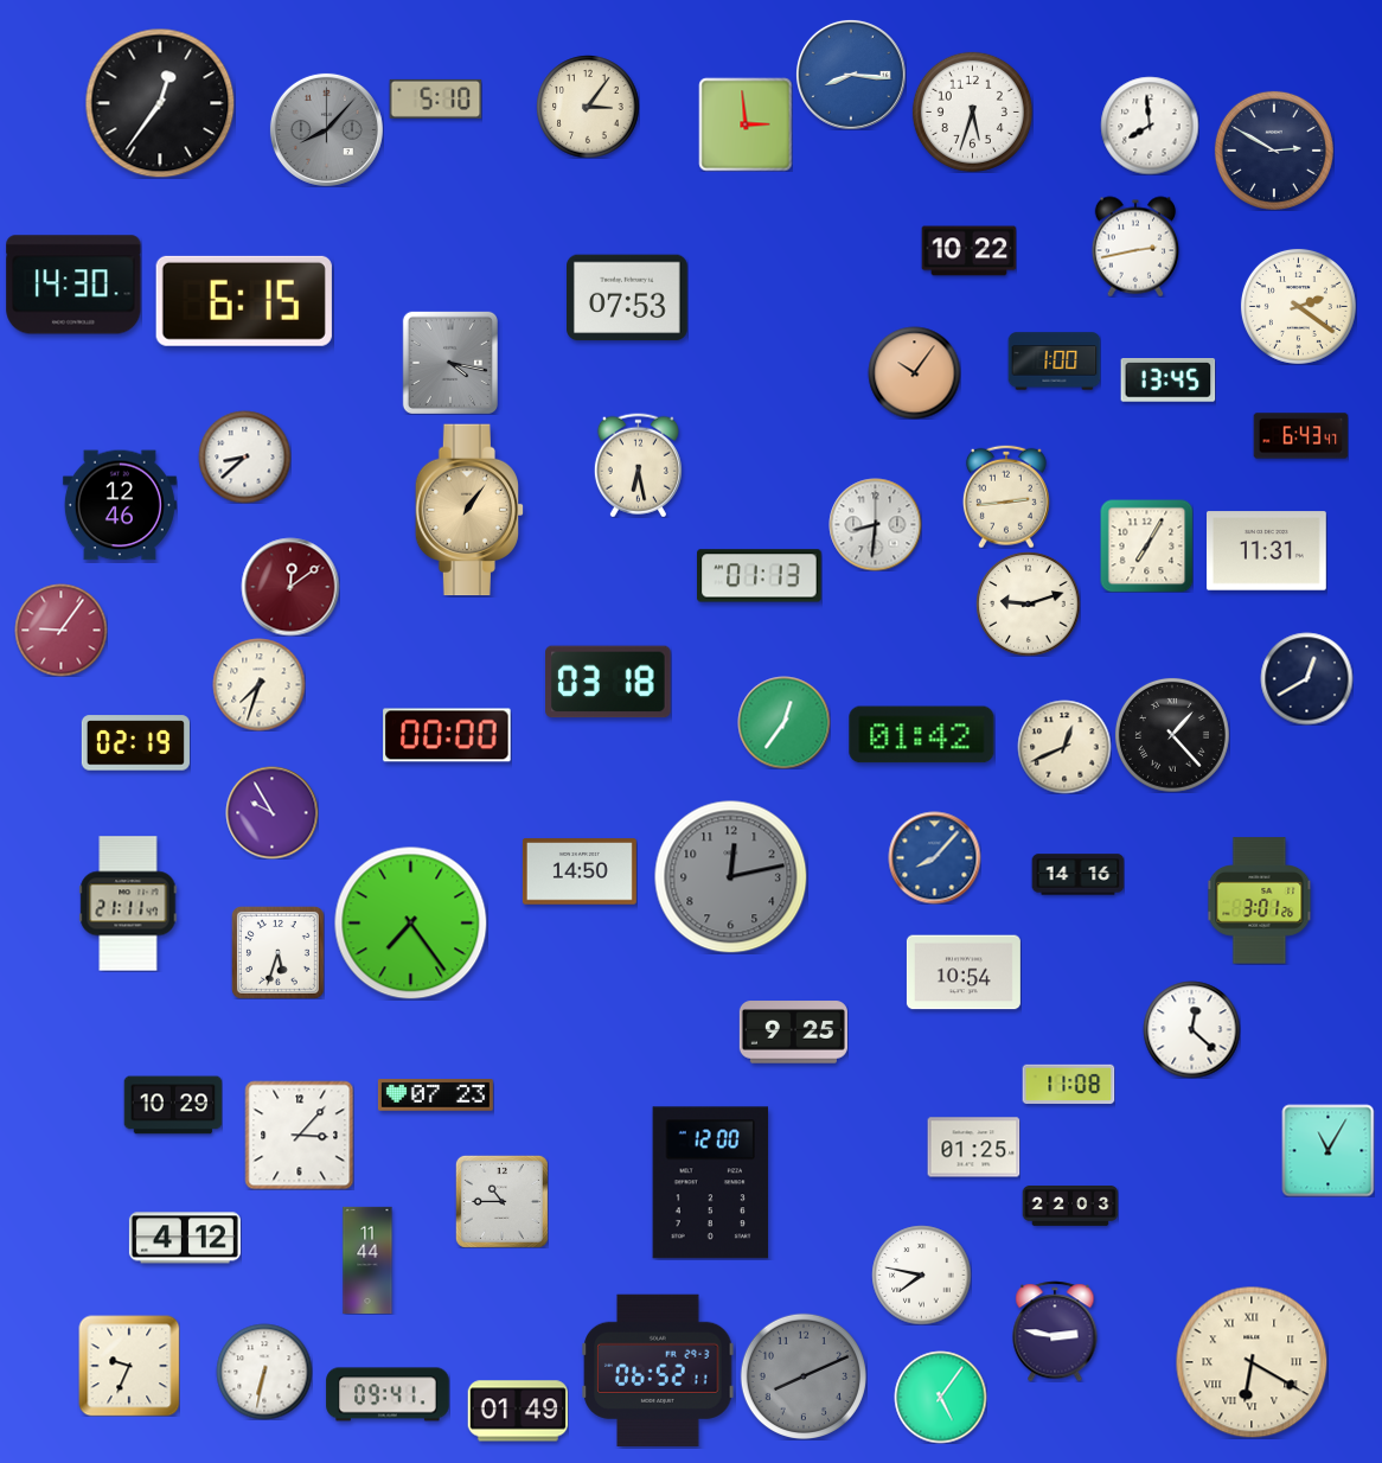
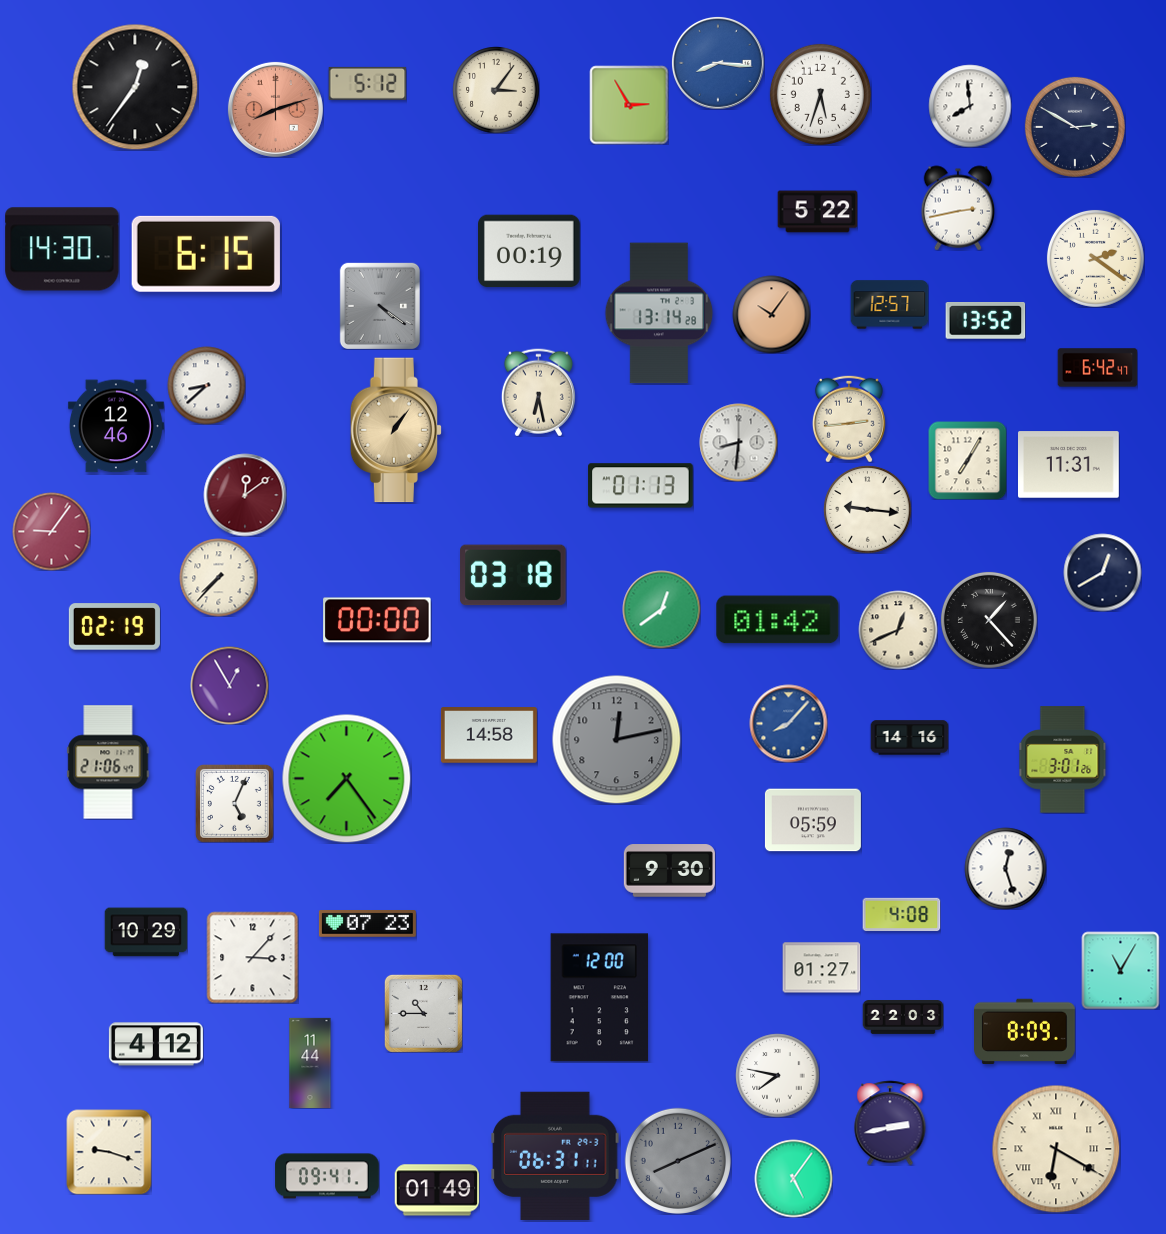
clock at (435, 98): 5:10 -> 5:12
clock at (746, 124): 2:59 -> 2:55
clock at (326, 129): 8:07 -> 8:12
clock at (326, 129) dial: grey -> salmon
clock at (968, 251): 10:22 -> 5:22
clock at (73, 285) position: (73, 285) -> (62, 249)
clock at (628, 298): 07:53 -> 00:19
clock at (1054, 362): 1:00 -> 12:57
clock at (450, 363): 4:17 -> 4:21
clock at (659, 313): none -> 13:14
clock at (1167, 381): 13:45 -> 13:52
clock at (1300, 436): 6:43 -> 6:42
clock at (120, 505) position: (120, 505) -> (116, 426)
clock at (1028, 603): 9:12 -> 9:16
clock at (258, 684): 7:33 -> 7:37
clock at (783, 722): 12:36 -> 12:39
clock at (271, 812): 9:55 -> 12:55
clock at (580, 871): 14:50 -> 14:58
clock at (128, 903): 21:11 -> 21:06
clock at (277, 952): 5:33 -> 5:04
clock at (964, 972): 10:54 -> 05:59
clock at (1191, 1029): 12:22 -> 12:27
clock at (793, 1033): 9:25 -> 9:30
clock at (1068, 1085): 11:08 -> 4:08
clock at (973, 1148): 01:25 -> 01:27
clock at (1025, 1031): none -> 8:09
clock at (1055, 1331): 2:47 -> 2:43
clock at (129, 1366): 9:34 -> 9:18
clock at (658, 1371): 06:52 -> 06:31
clock at (264, 1372): 6:32 -> none
